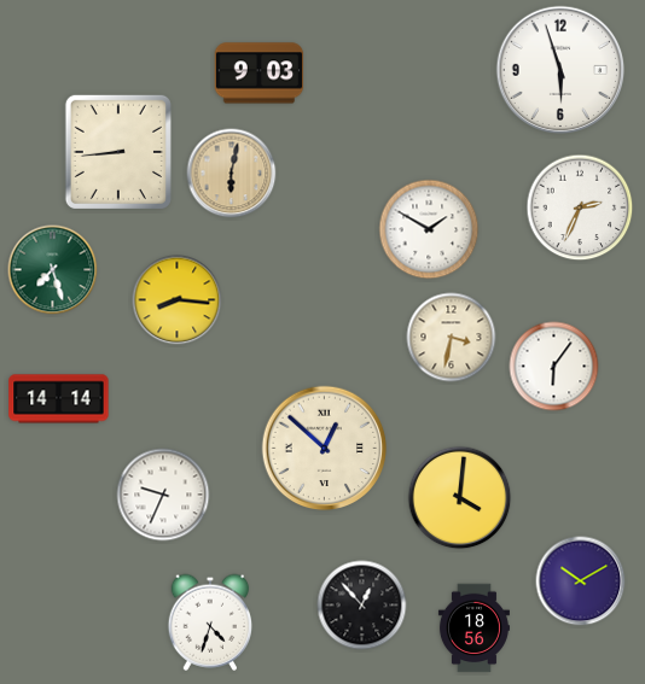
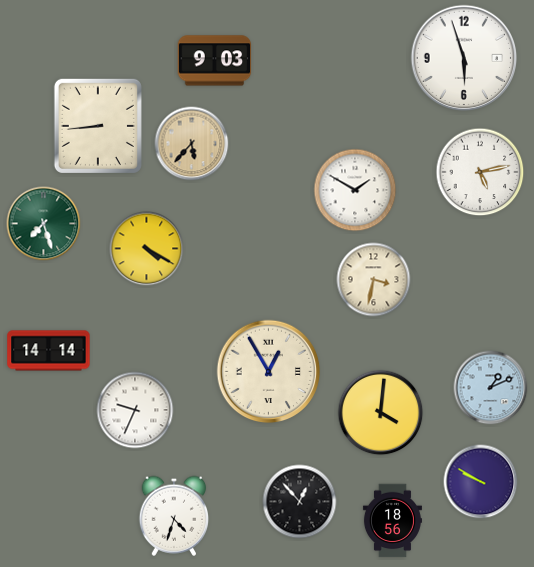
clock at (232, 174): 6:02 -> 5:37
clock at (580, 207): 2:34 -> 5:13
clock at (178, 300): 8:16 -> 4:20
clock at (554, 367): 6:06 -> none
clock at (59, 399) position: (59, 399) -> (49, 351)
clock at (325, 449): 12:52 -> 12:55
clock at (491, 388): none -> 1:11
clock at (581, 581): 10:10 -> 9:50
